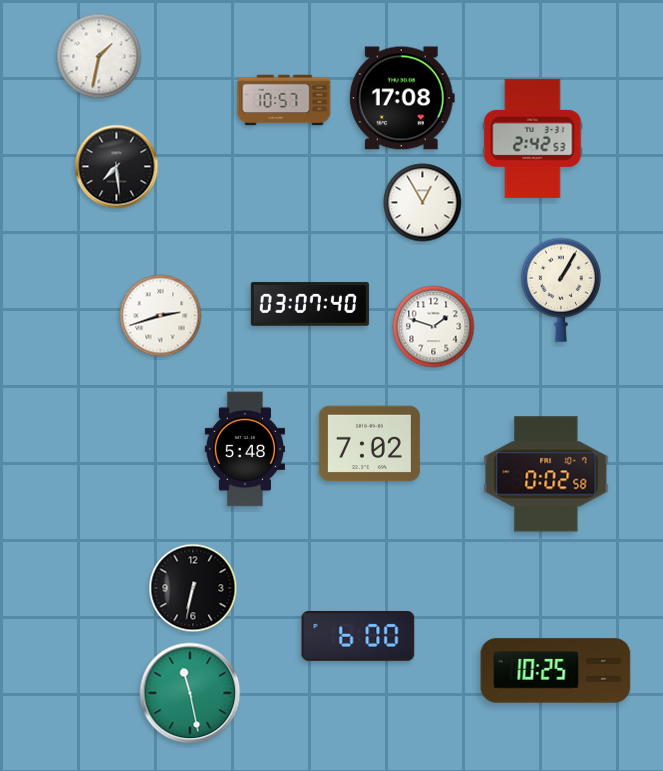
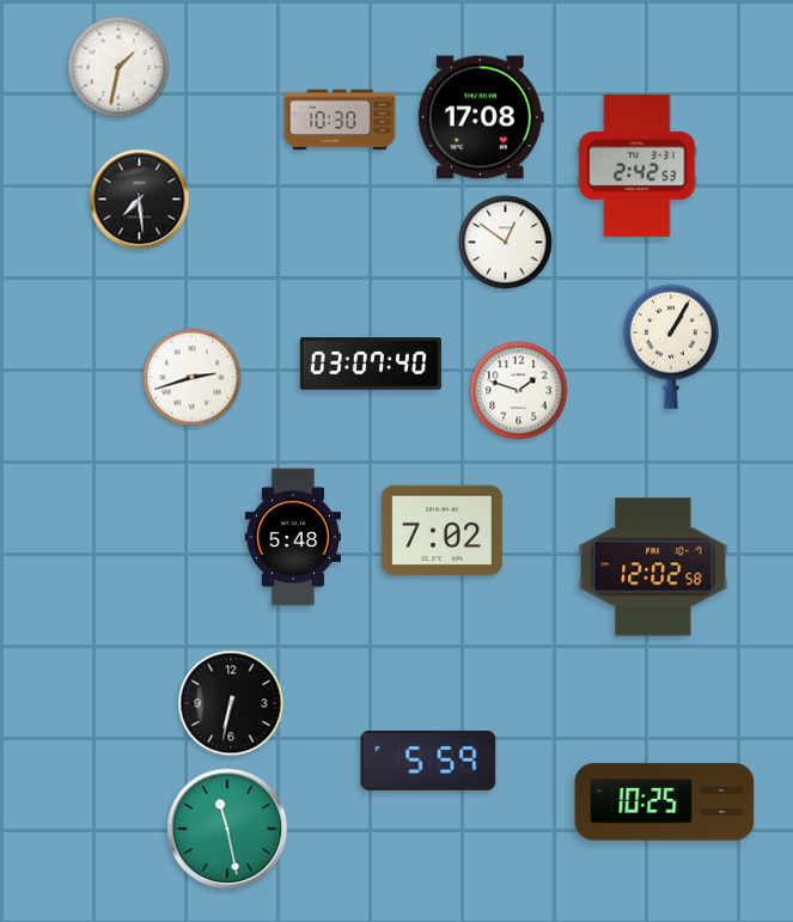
clock at (284, 100): 10:57 -> 10:30
clock at (423, 203): 12:55 -> 12:51
clock at (546, 474): 0:02 -> 12:02
clock at (358, 636): 6:00 -> 5:59
